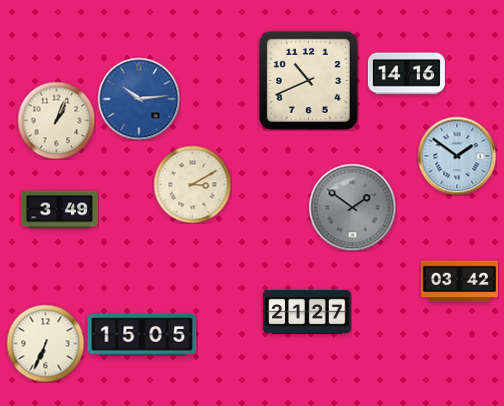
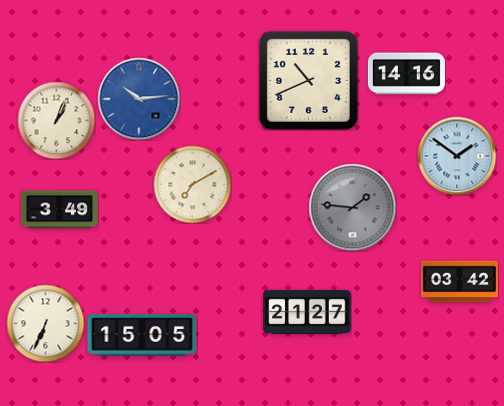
clock at (192, 184): 3:10 -> 7:10
clock at (352, 207): 1:51 -> 1:46
clock at (45, 343) position: (45, 343) -> (45, 323)
